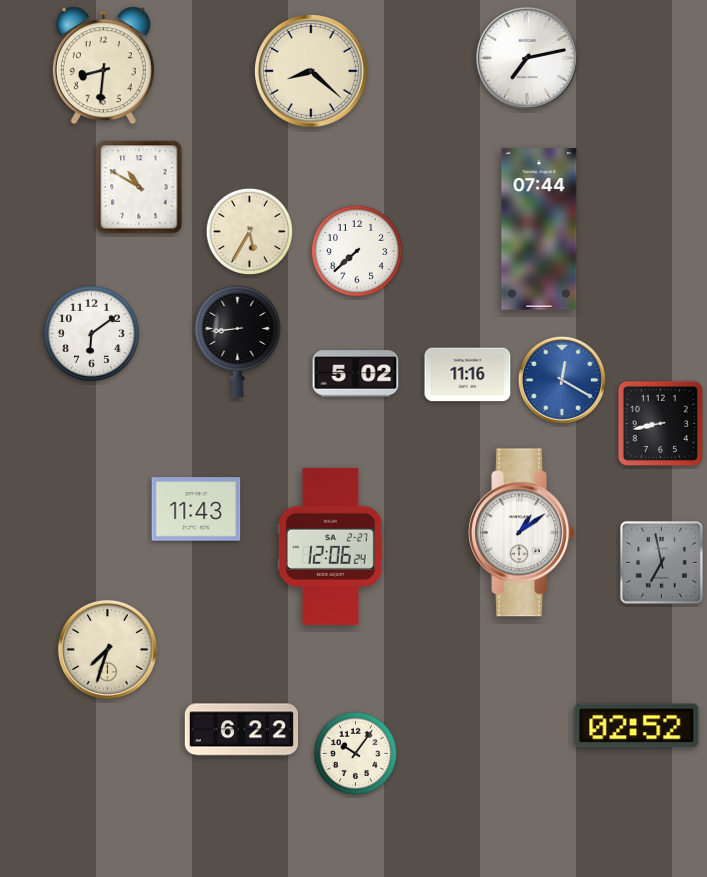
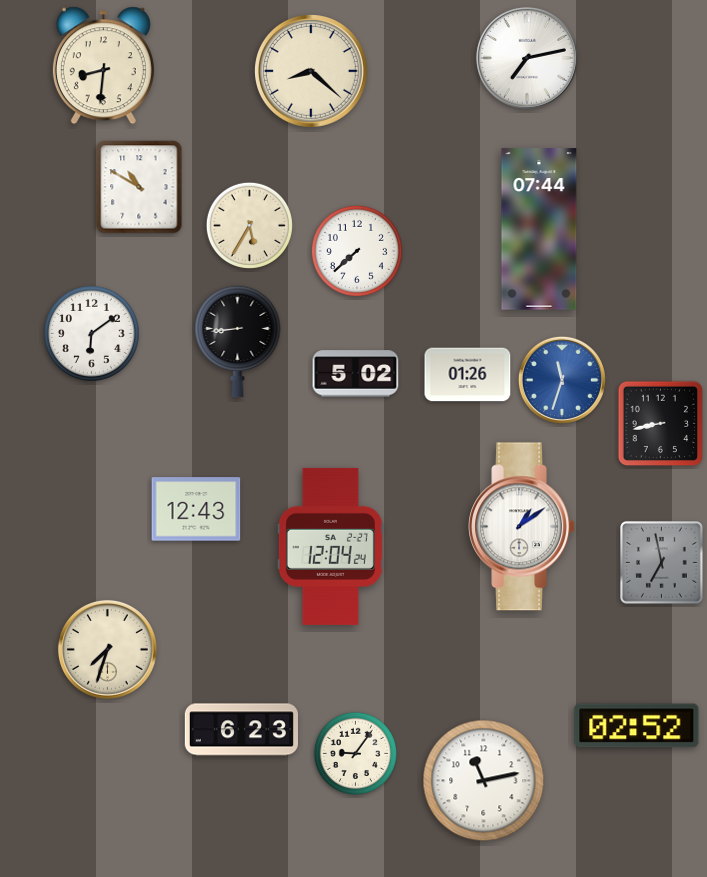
clock at (249, 231) position: (249, 231) -> (249, 225)
clock at (468, 375): 11:16 -> 01:26
clock at (562, 380): 12:20 -> 11:33
clock at (196, 509): 11:43 -> 12:43
clock at (521, 533) position: (521, 533) -> (521, 527)
clock at (330, 546): 12:06 -> 12:04
clock at (241, 730): 6:22 -> 6:23
clock at (356, 754): 10:06 -> 9:06
clock at (484, 781): none -> 11:13
